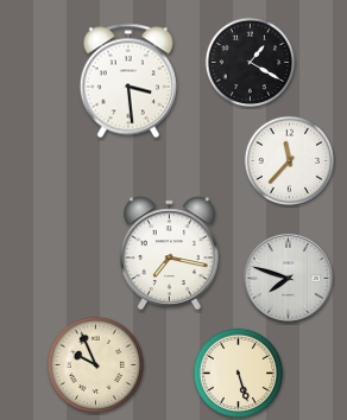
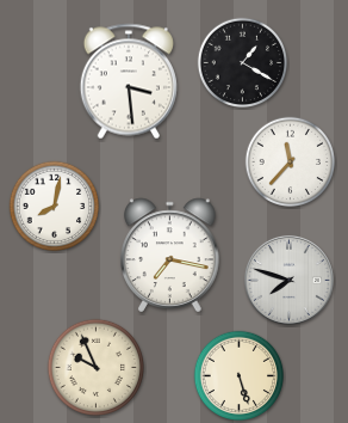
clock at (251, 63) position: (251, 63) -> (243, 63)
clock at (55, 207): none -> 8:02
